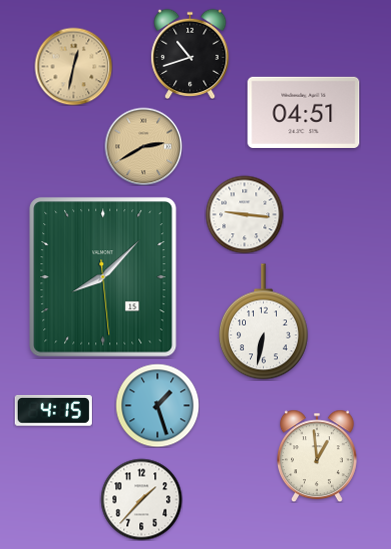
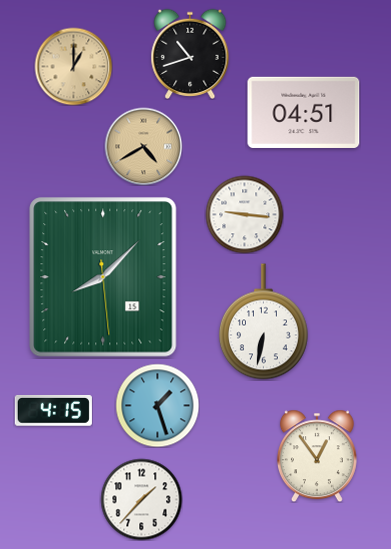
clock at (73, 66): 12:32 -> 1:00
clock at (143, 146): 2:40 -> 4:40
clock at (317, 456): 12:59 -> 12:54
